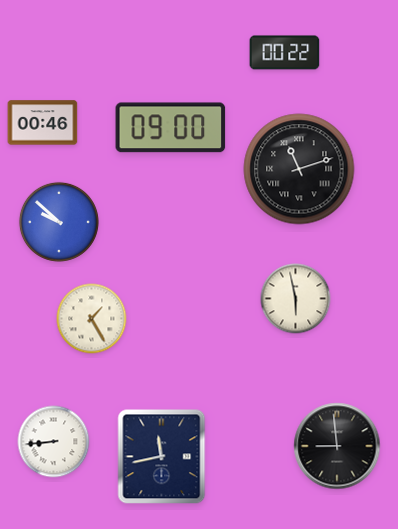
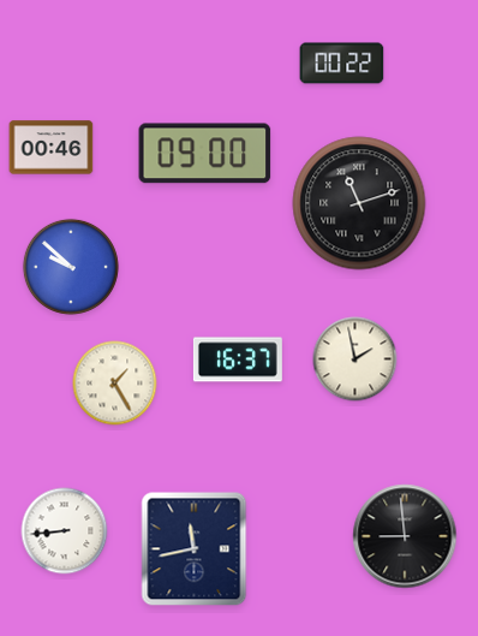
clock at (238, 359): none -> 16:37
clock at (296, 299): 5:58 -> 1:58
clock at (92, 319) position: (92, 319) -> (115, 384)
